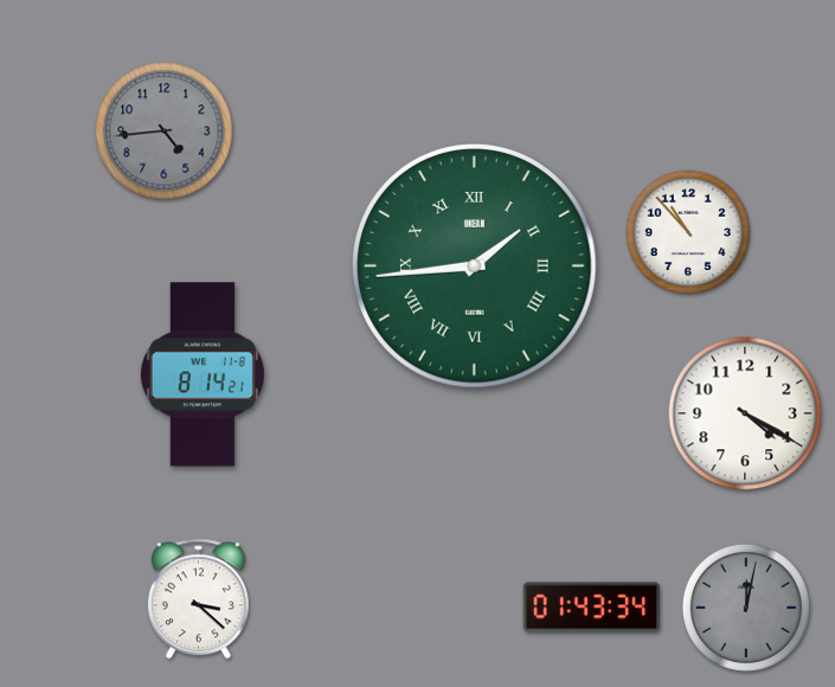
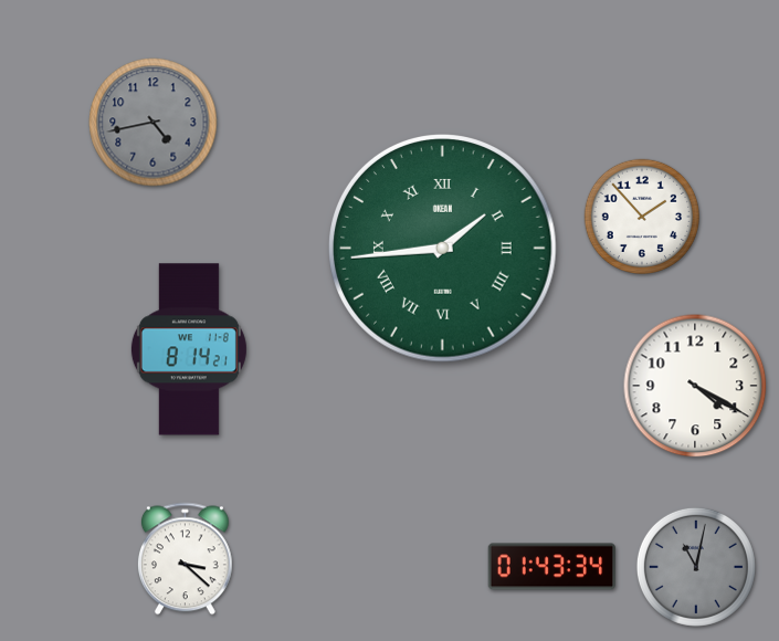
clock at (165, 131): 4:44 -> 4:43
clock at (687, 231): 10:53 -> 1:53
clock at (746, 608): 12:02 -> 11:02
